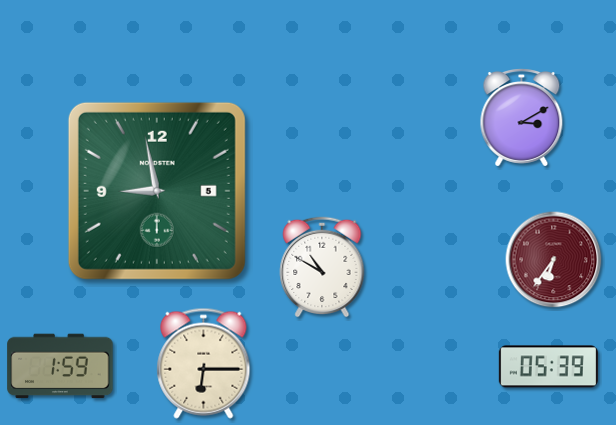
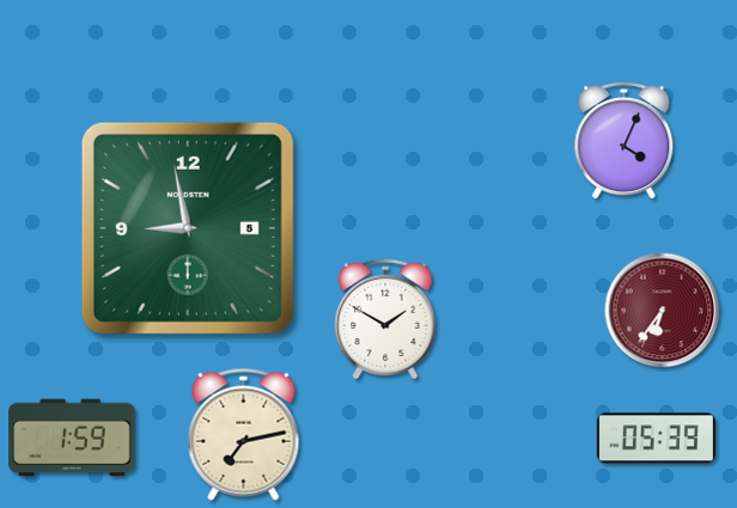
clock at (522, 118): 3:10 -> 4:04
clock at (322, 267): 10:50 -> 1:50
clock at (204, 363): 6:15 -> 7:13
